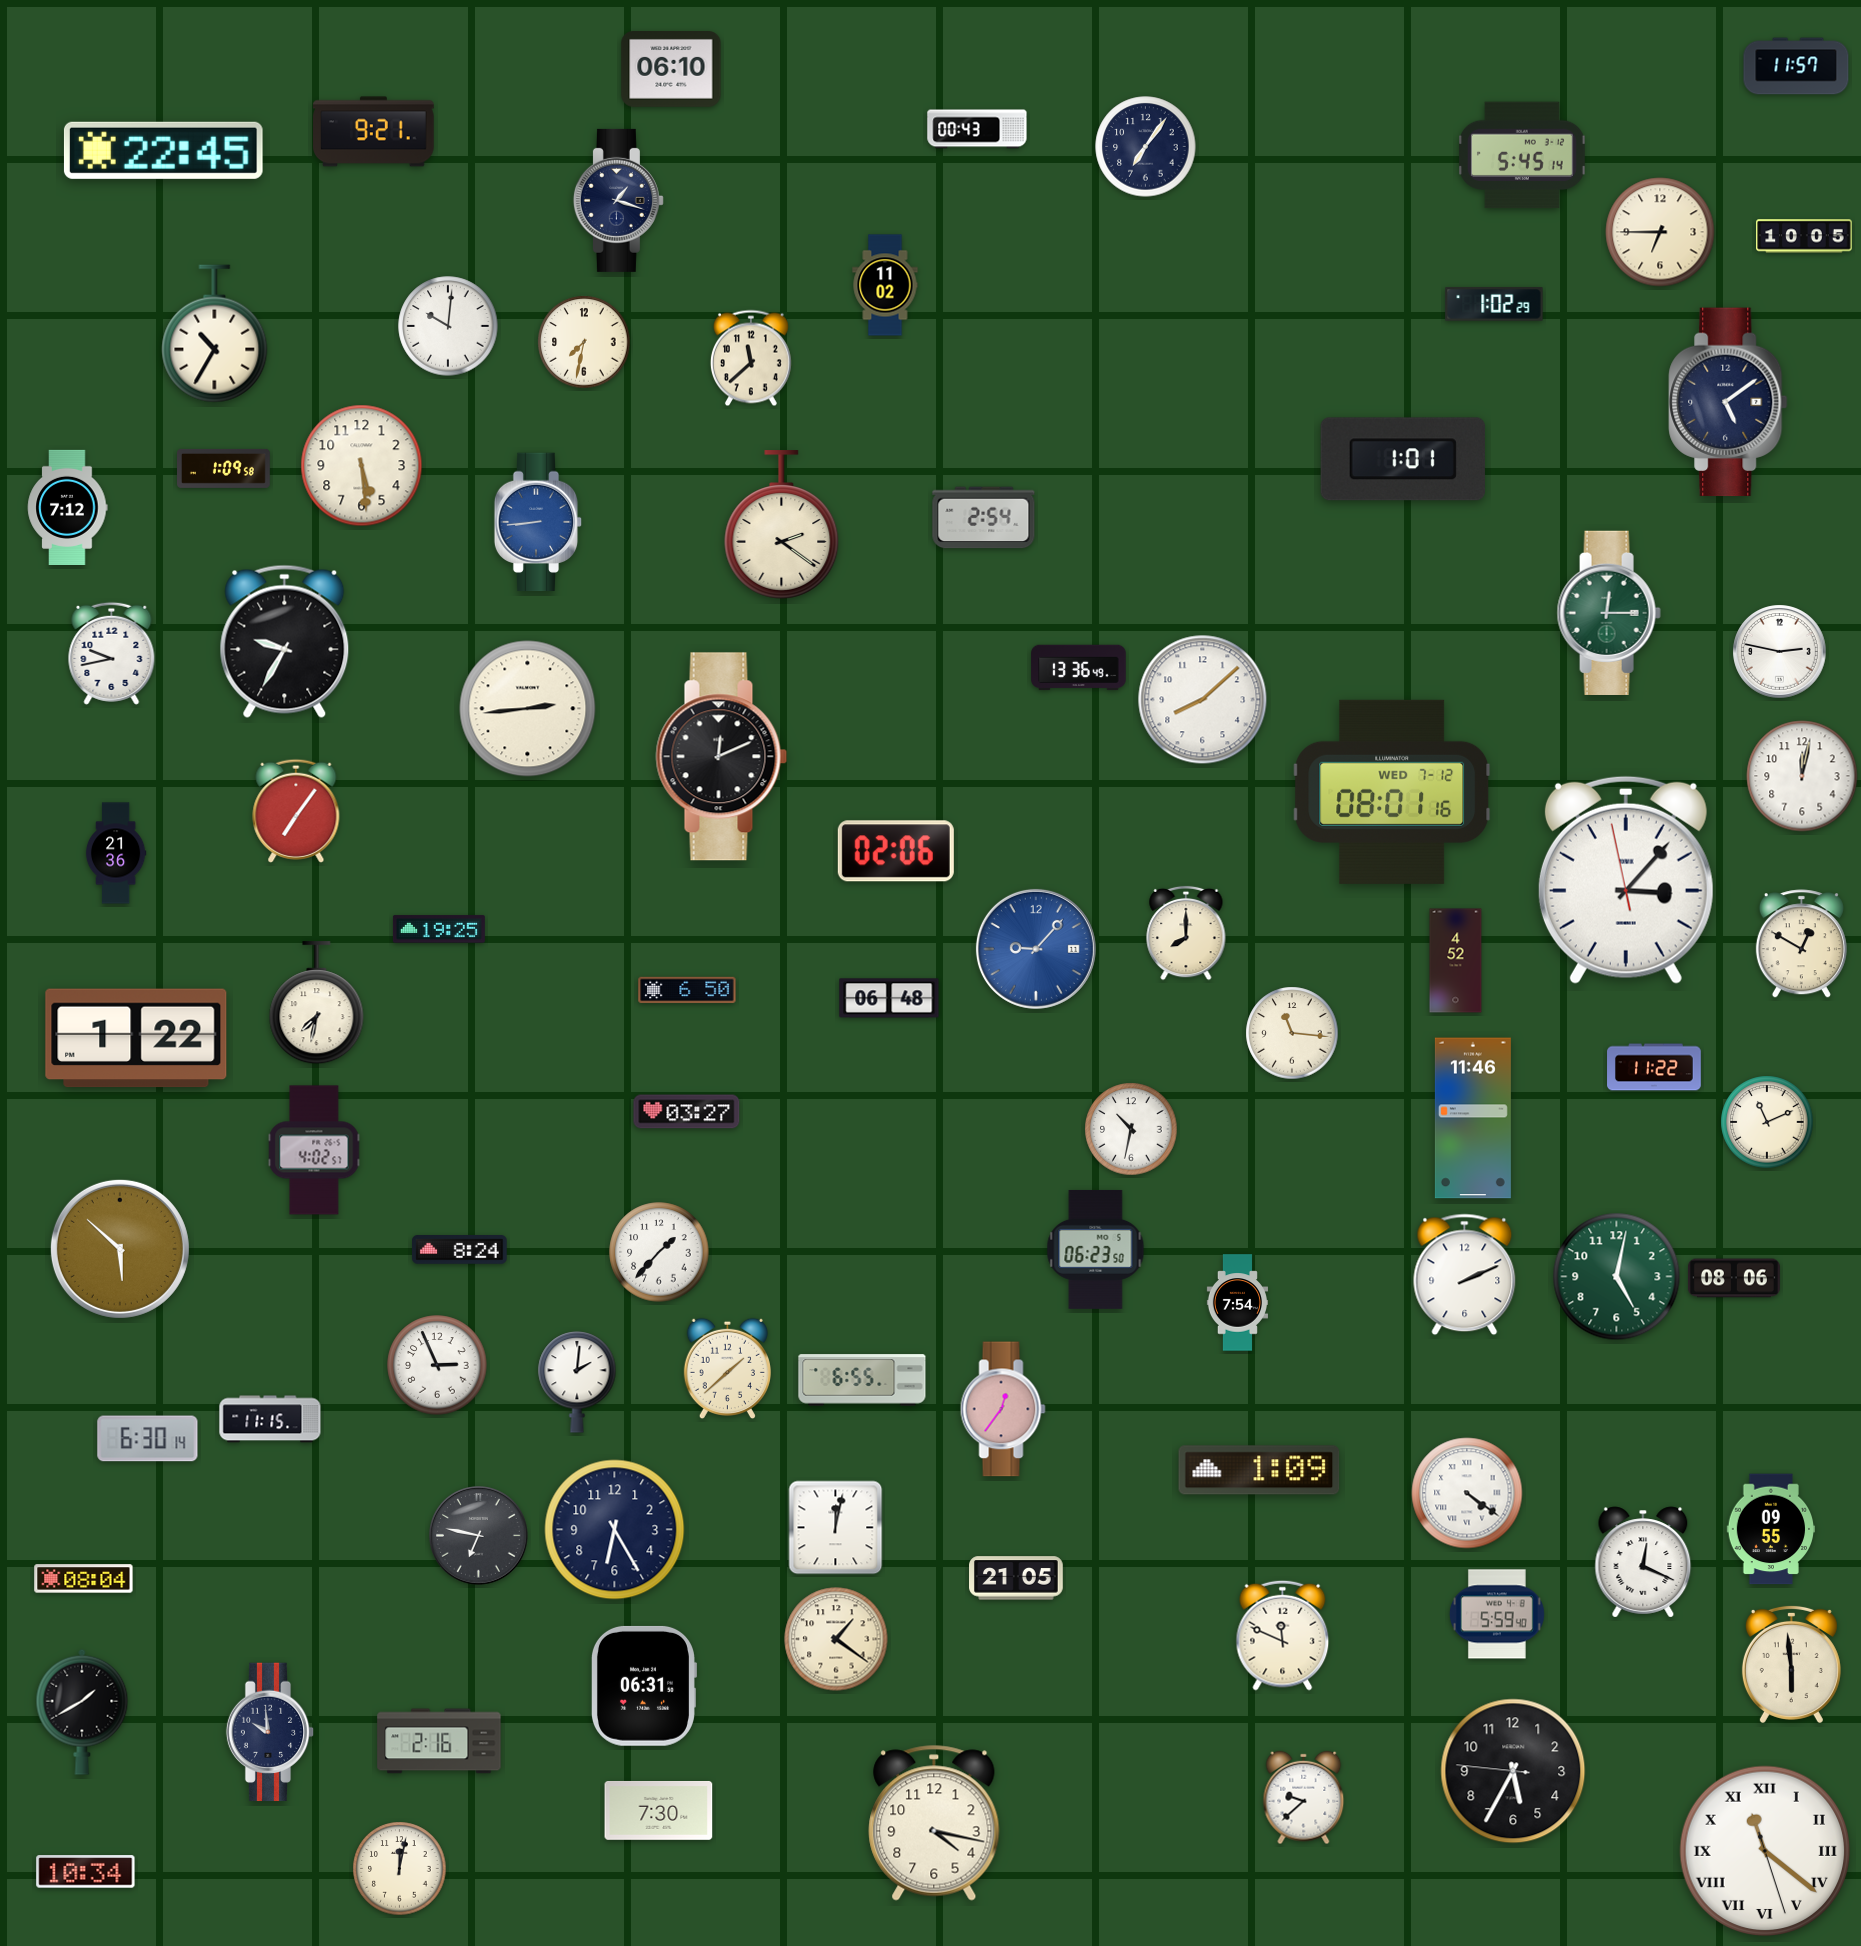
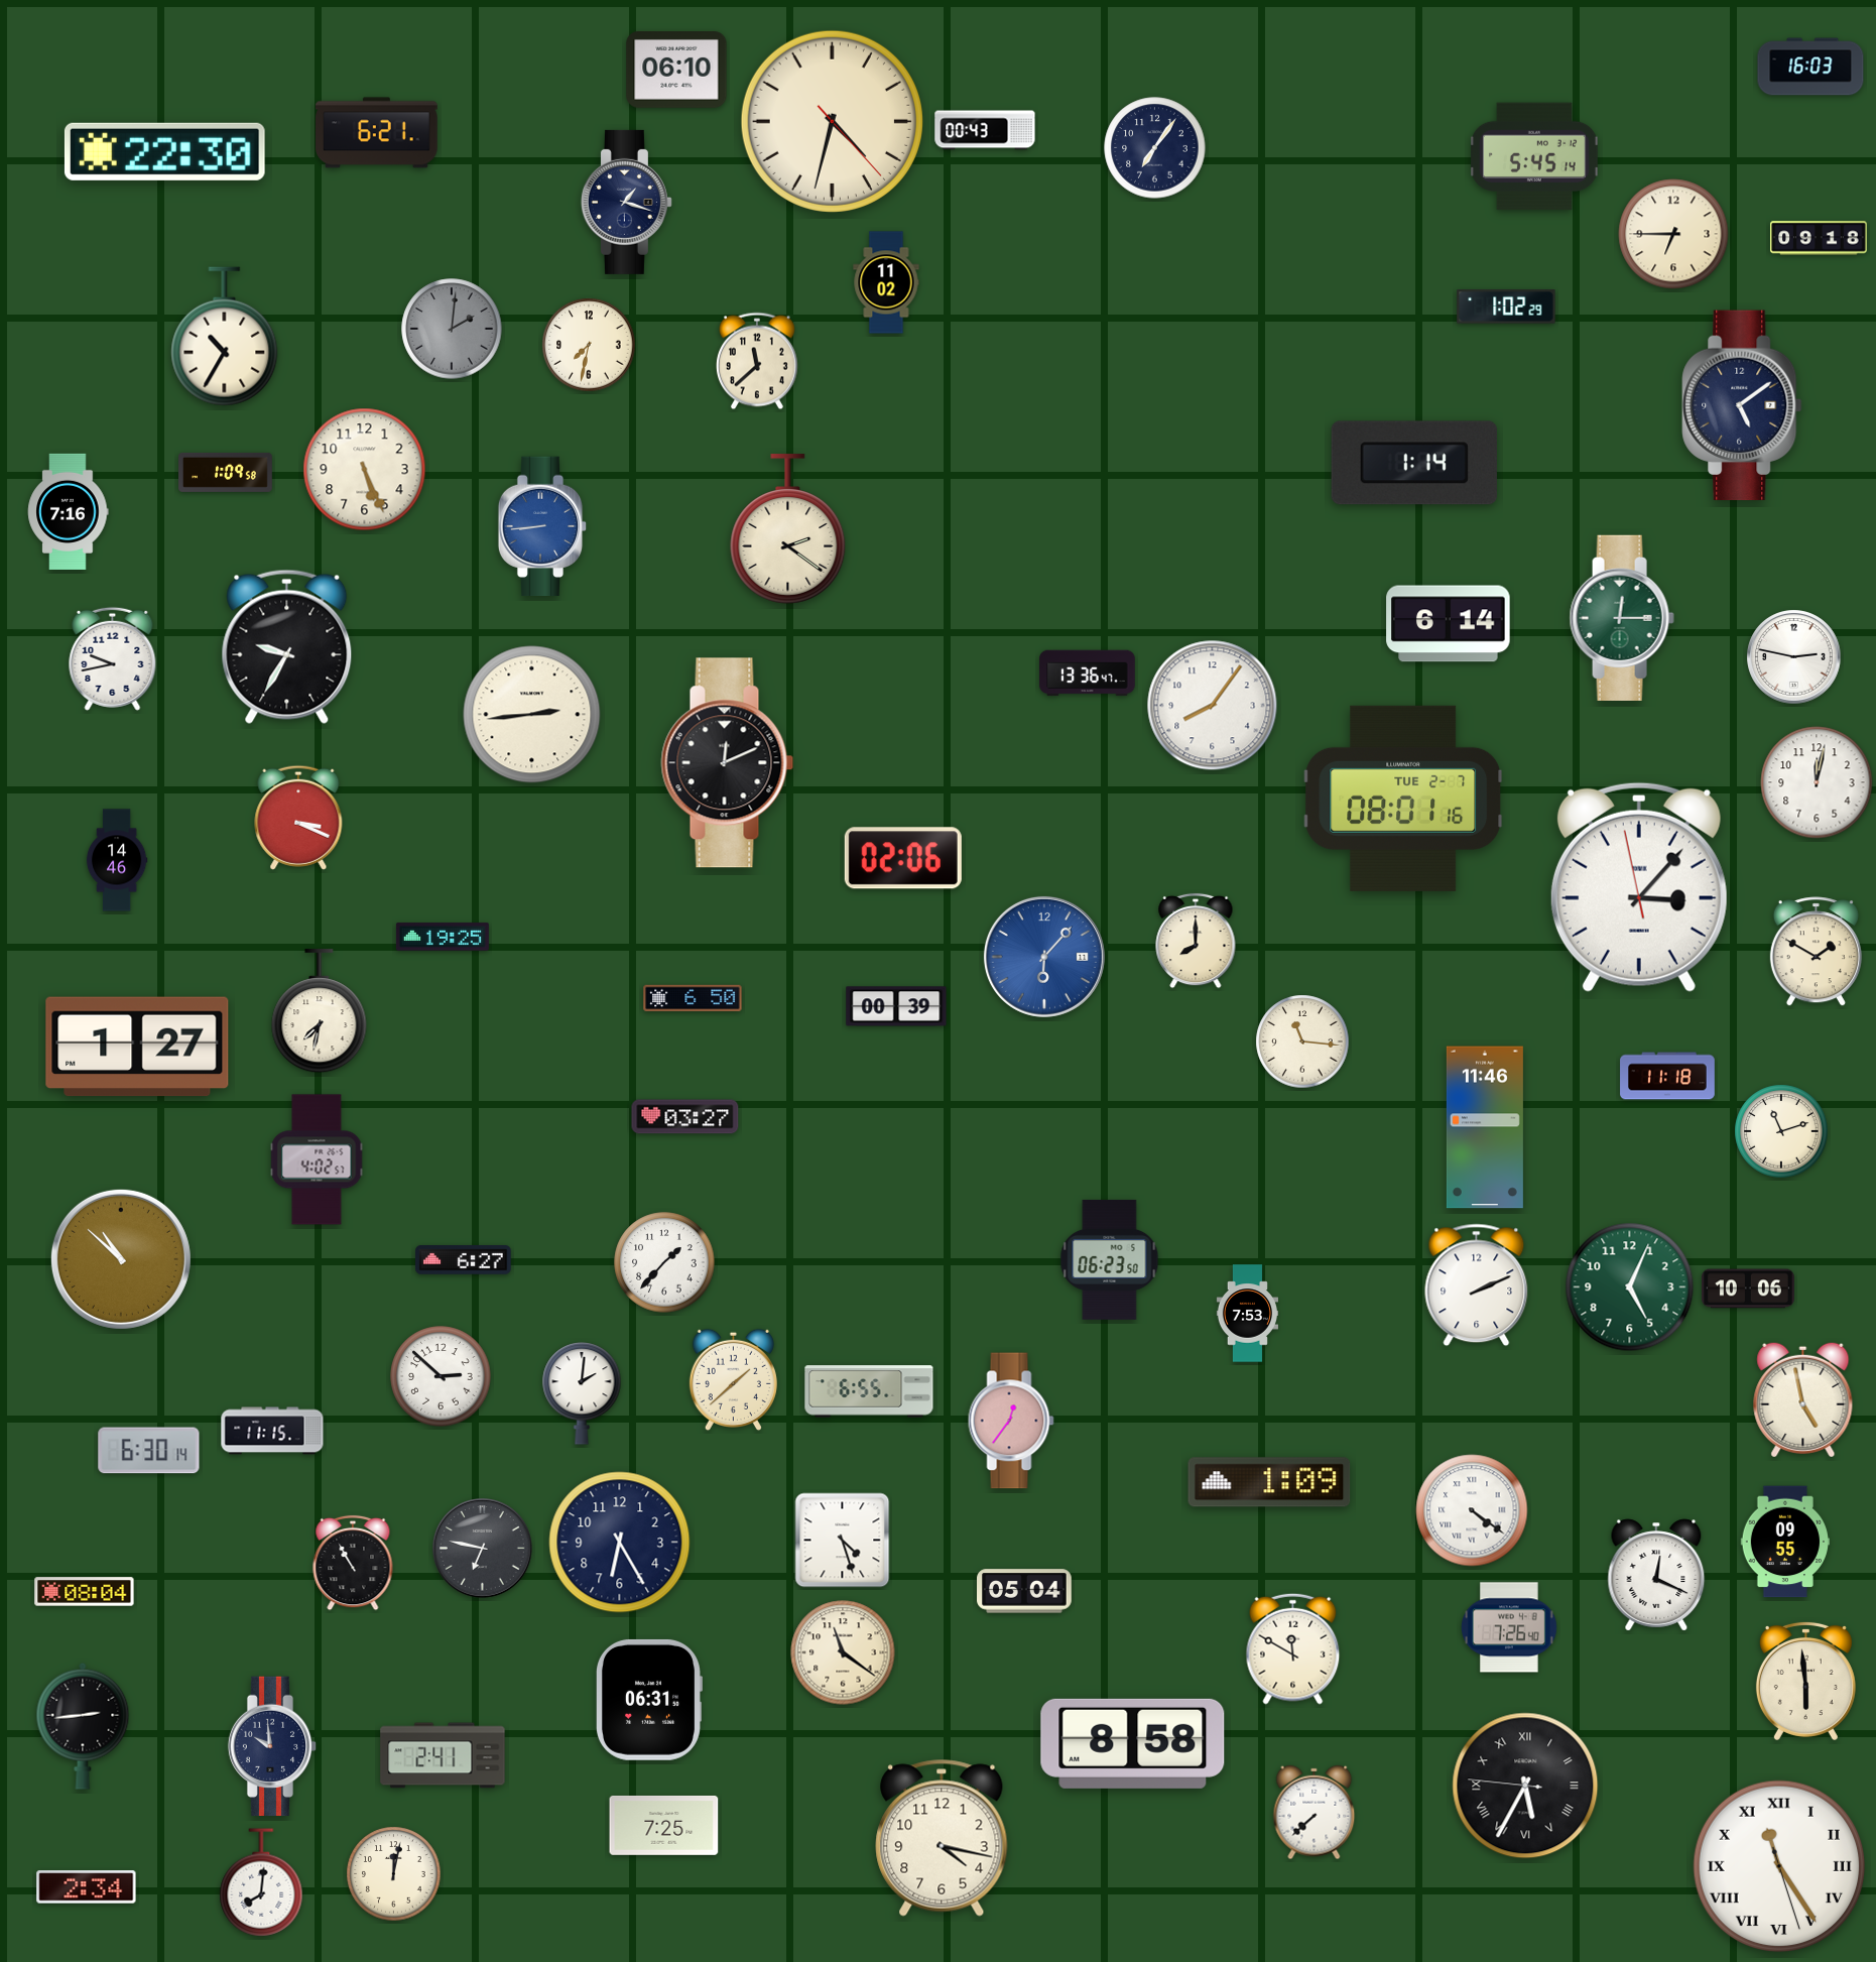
clock at (1796, 66): 11:57 -> 16:03
clock at (832, 121): none -> 4:32
clock at (374, 132): 9:21 -> 6:21
clock at (163, 150): 22:45 -> 22:30
clock at (618, 200) position: (618, 200) -> (626, 202)
clock at (1804, 236): 10:05 -> 09:18
clock at (885, 285) position: (885, 285) -> (886, 282)
clock at (448, 326): 10:01 -> 2:01
clock at (448, 326) dial: white -> grey
clock at (215, 334) position: (215, 334) -> (225, 337)
clock at (1403, 459): 1:01 -> 1:14
clock at (362, 466): 5:29 -> 5:26
clock at (68, 507): 7:12 -> 7:16
clock at (984, 518): 2:54 -> none
clock at (1449, 624): none -> 6:14
clock at (1079, 668): 13:36:49 -> 13:36:47
clock at (1203, 700): 8:08 -> 8:06
clock at (1392, 792) date: WED 7-12 -> TUE 2-7
clock at (296, 811): 7:06 -> 3:19
clock at (116, 853): 21:36 -> 14:46
clock at (1801, 944): 12:50 -> 1:50
clock at (1036, 949): 9:07 -> 6:07
clock at (1456, 961): 4:52 -> none
clock at (889, 998): 06:48 -> 00:39
clock at (136, 1038): 1:22 -> 1:27
clock at (1654, 1067): 11:22 -> 11:18
clock at (687, 1112) position: (687, 1112) -> (685, 1117)
clock at (1767, 1122): 11:11 -> 11:12
clock at (1131, 1129): 10:32 -> none
clock at (120, 1249): 5:52 -> 10:52
clock at (1096, 1249) position: (1096, 1249) -> (1110, 1259)
clock at (460, 1250): 8:24 -> 6:27
clock at (1617, 1277): 5:02 -> 5:04
clock at (1734, 1278): 08:06 -> 10:06
clock at (1237, 1303): 7:54 -> 7:53
clock at (437, 1365): 2:56 -> 2:52
clock at (1803, 1398): none -> 4:58
clock at (1467, 1493) position: (1467, 1493) -> (1472, 1510)
clock at (836, 1528): 12:02 -> 4:27
clock at (353, 1563): none -> 10:55
clock at (1017, 1578): 21:05 -> 05:04
clock at (1497, 1614): 5:59 -> 7:26
clock at (1283, 1635): 11:49 -> 11:50
clock at (836, 1639): 1:21 -> 11:21
clock at (1791, 1664) position: (1791, 1664) -> (1805, 1681)
clock at (82, 1712): 1:40 -> 2:44
clock at (1133, 1743): none -> 8:58
clock at (439, 1741): 2:16 -> 2:41
clock at (1513, 1771) numerals: Arabic -> Roman
clock at (1304, 1798): 9:38 -> 7:38
clock at (659, 1810): 7:30 -> 7:25
clock at (1765, 1851): 11:21 -> 11:24
clock at (261, 1882): none -> 8:01
clock at (400, 1869) position: (400, 1869) -> (394, 1874)
clock at (86, 1872): 10:34 -> 2:34
